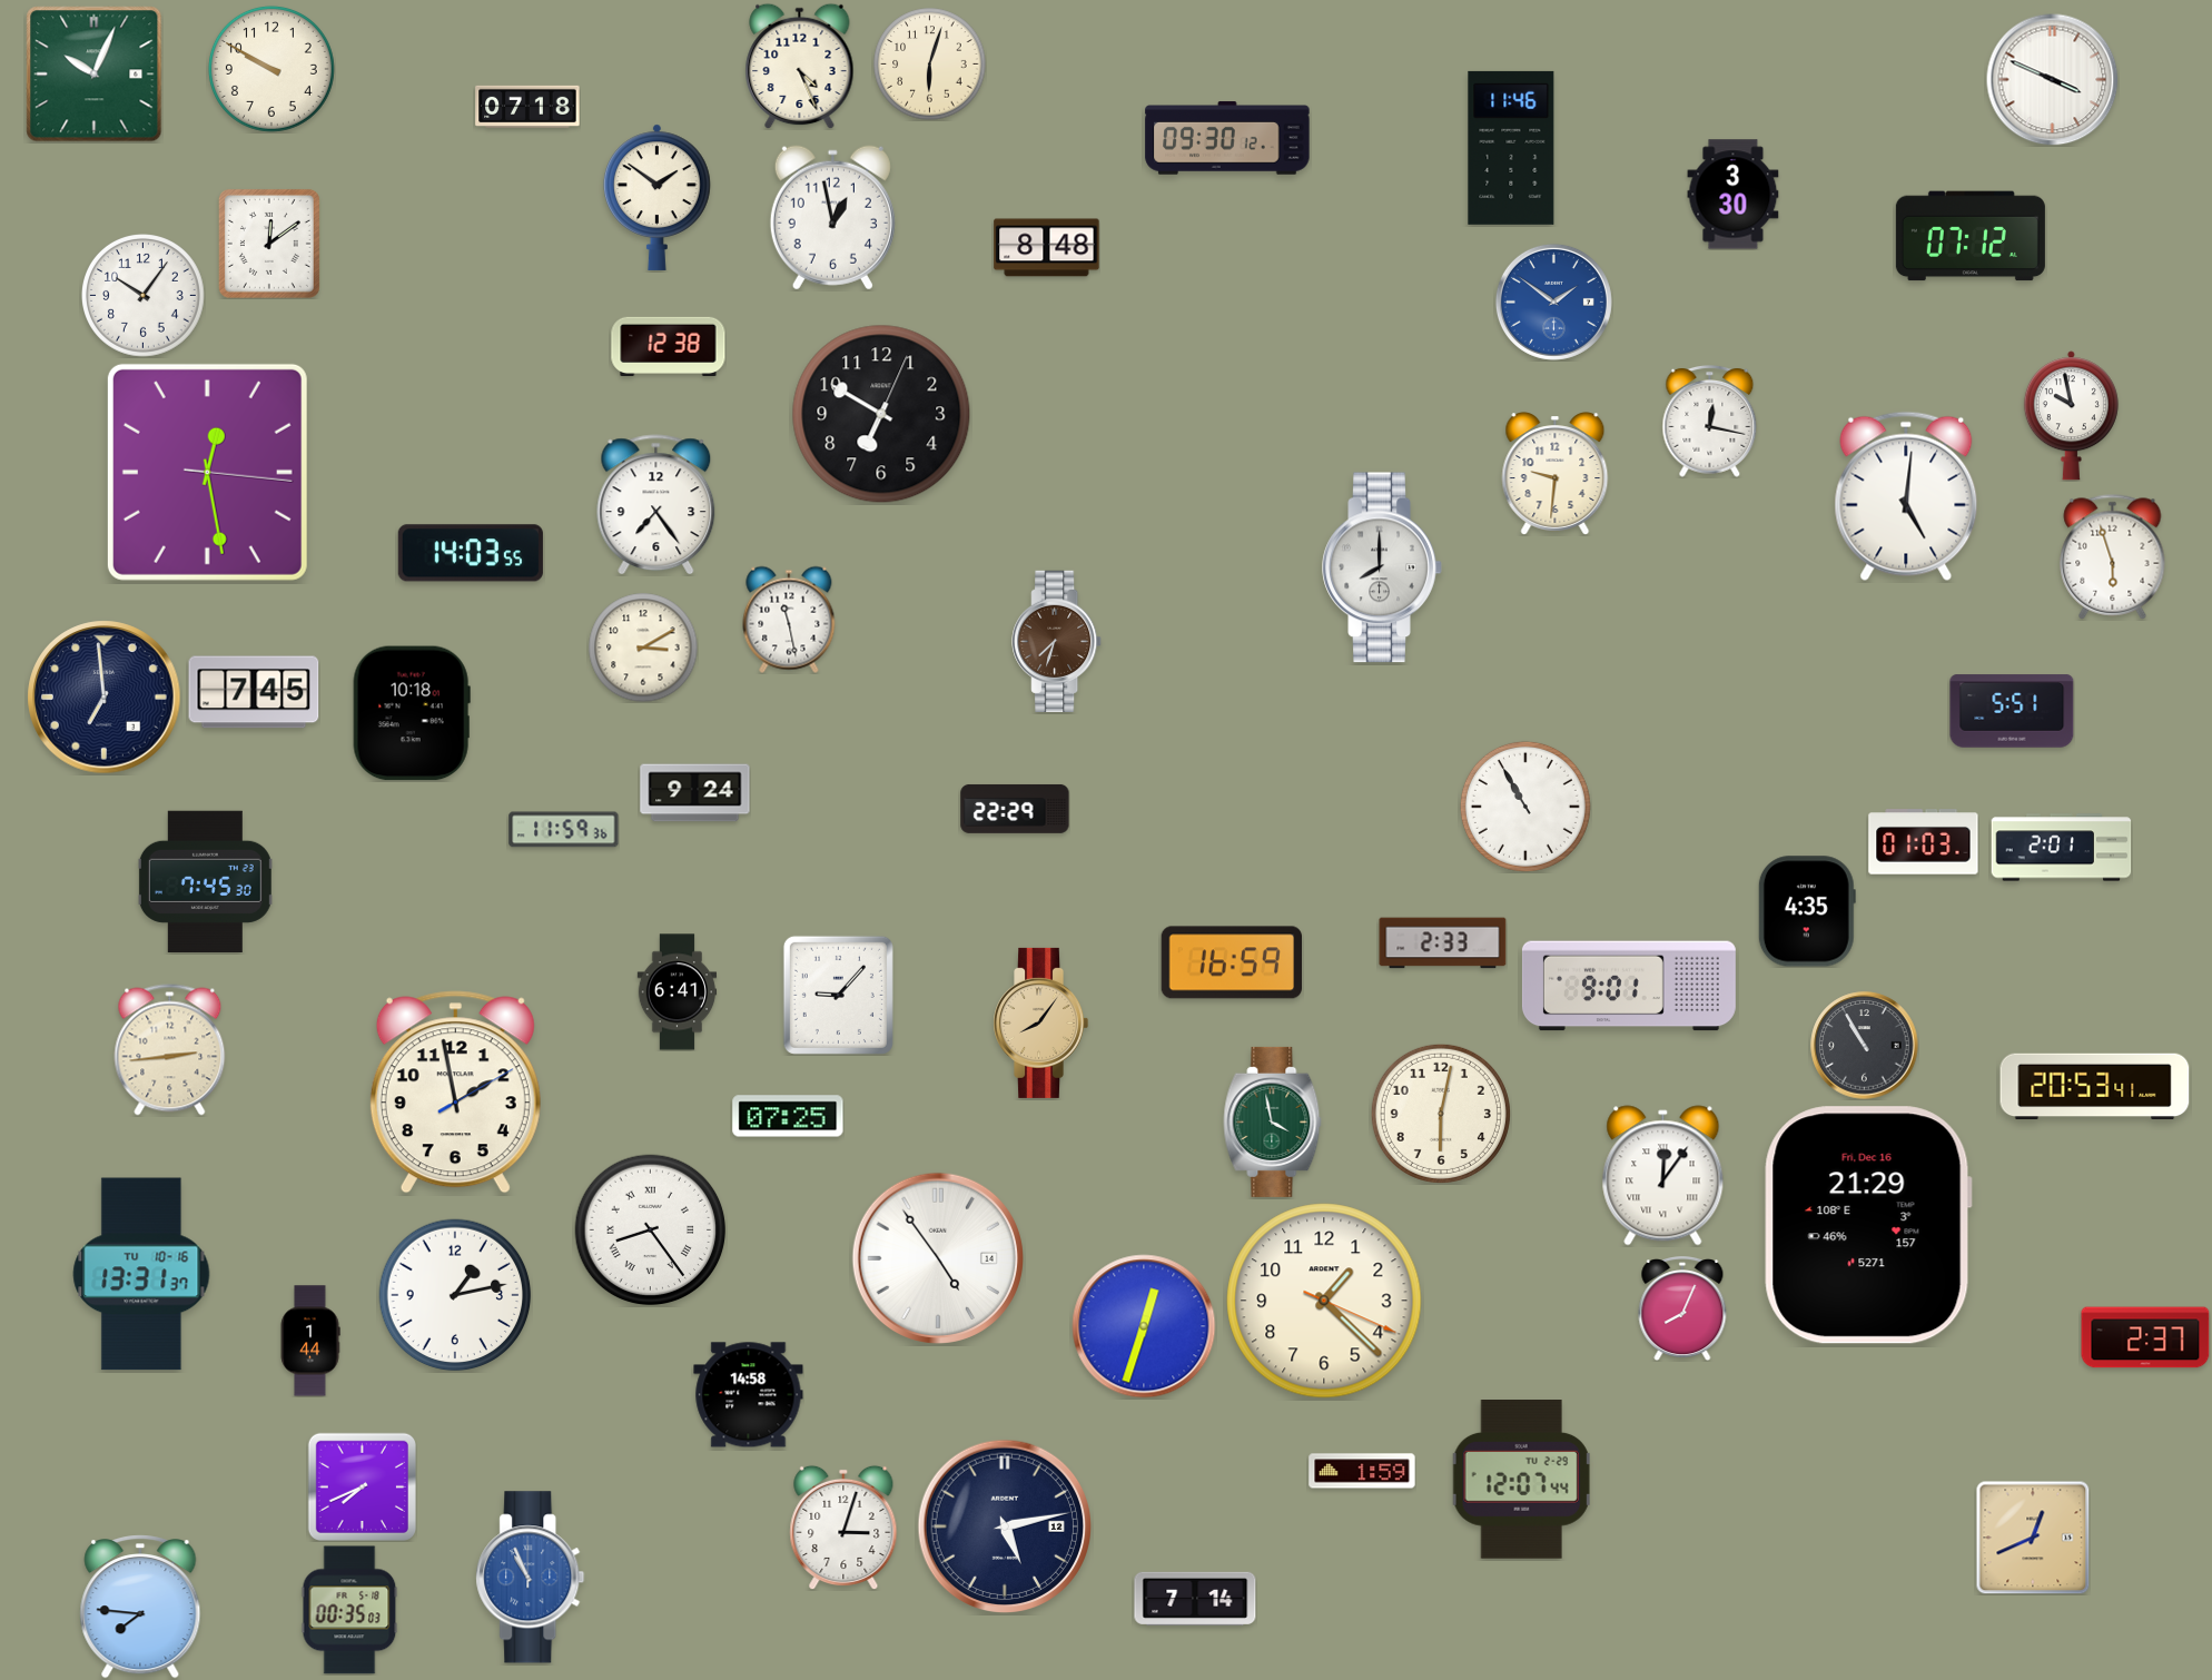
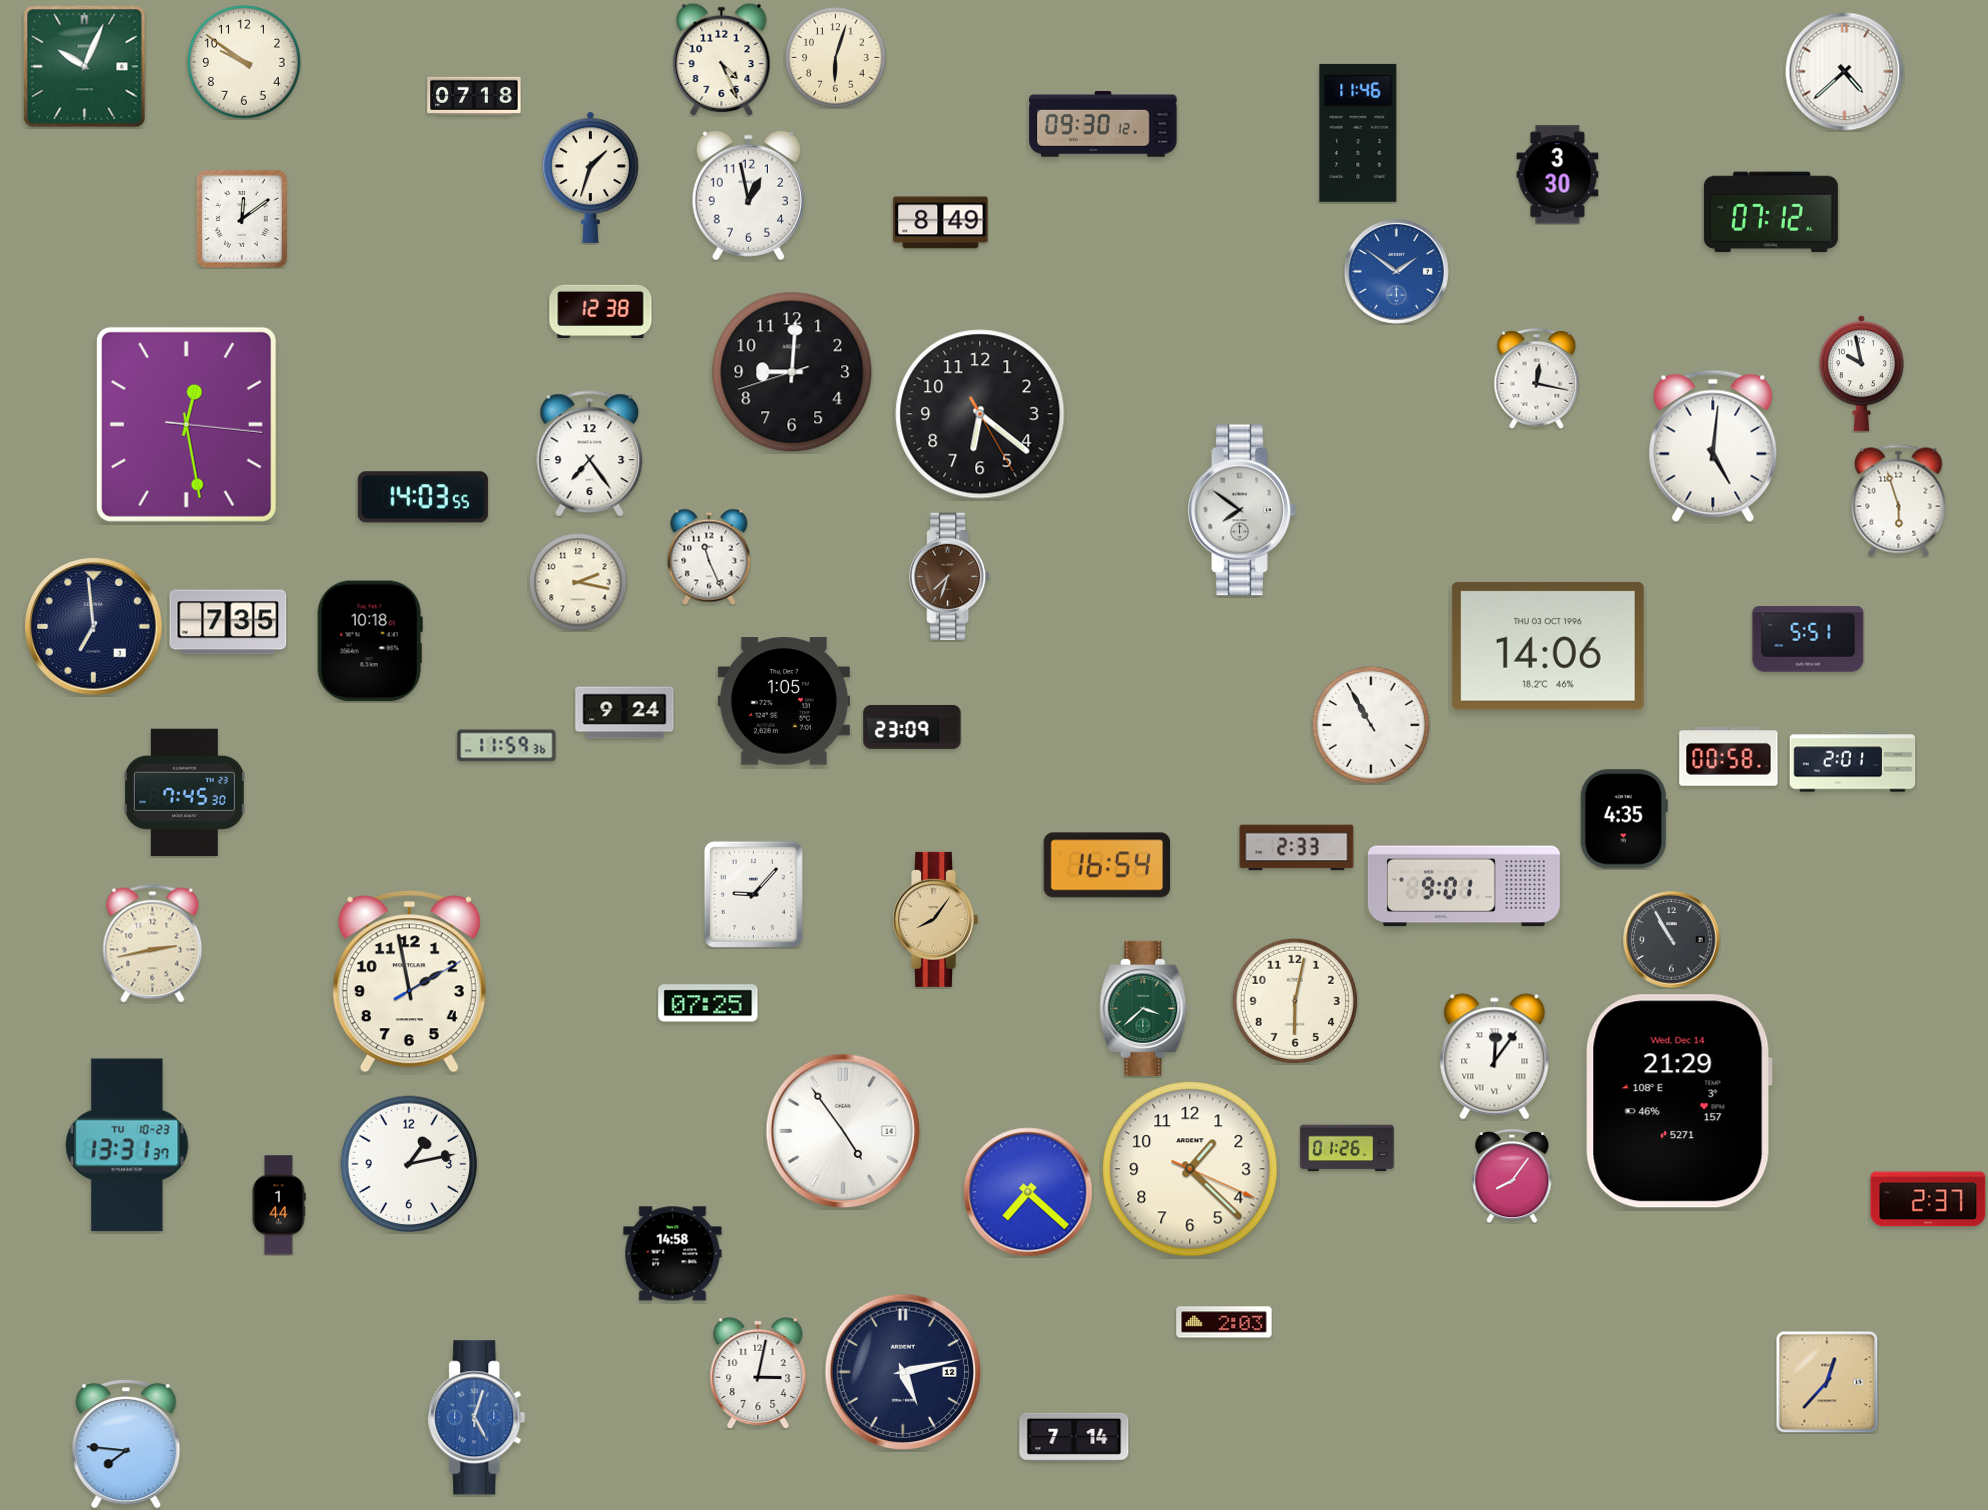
clock at (800, 66) position: (800, 66) -> (722, 59)
clock at (271, 69): 9:50 -> 9:51
clock at (2053, 80): 3:49 -> 4:38
clock at (658, 197): 1:51 -> 1:33
clock at (1047, 248): 8:48 -> 8:49
clock at (144, 296): 10:06 -> none
clock at (881, 414): 6:50 -> 9:00
clock at (980, 414): none -> 6:21
clock at (1556, 474): 9:31 -> none
clock at (1382, 567): 8:00 -> 7:51
clock at (789, 620): 11:28 -> 11:26
clock at (643, 648): 3:10 -> 2:17
clock at (254, 692): 7:45 -> 7:35
clock at (1548, 646): none -> 14:06
clock at (784, 701): none -> 1:05
clock at (1015, 809): 22:29 -> 23:09
clock at (1924, 842): 01:03 -> 00:58
clock at (1231, 962): 16:59 -> 16:54
clock at (678, 992): 6:41 -> none
clock at (1865, 1046) position: (1865, 1046) -> (1672, 940)
clock at (170, 1050): 2:44 -> 2:43
clock at (2095, 1087): 20:53 -> none
clock at (1273, 1121): 3:58 -> 3:38
clock at (1868, 1225) date: Fri, Dec 16 -> Wed, Dec 14
clock at (651, 1231): 8:24 -> none
clock at (141, 1274) date: TU 10-16 -> TU 10-23
clock at (1347, 1148): none -> 01:26
clock at (1682, 1310): 8:04 -> 8:06
clock at (1144, 1326): 12:33 -> 7:22
clock at (2145, 1337) position: (2145, 1337) -> (1928, 1199)
clock at (1362, 1471): 1:59 -> 2:03
clock at (1521, 1480): 12:07 -> none
clock at (362, 1486): 7:41 -> none
clock at (843, 1528): 3:03 -> 3:02
clock at (2033, 1538): 12:41 -> 12:37
clock at (531, 1578): 10:56 -> 5:03
clock at (349, 1610): 00:35 -> none
